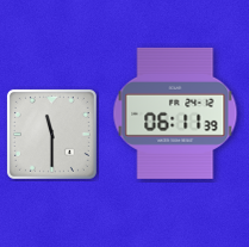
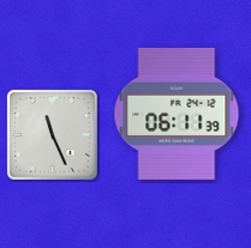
clock at (51, 134): 11:30 -> 11:26
